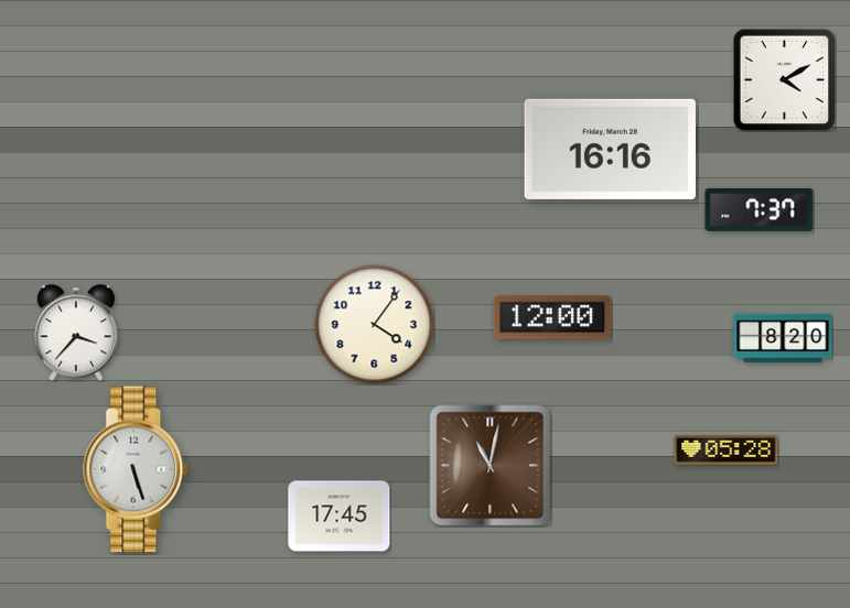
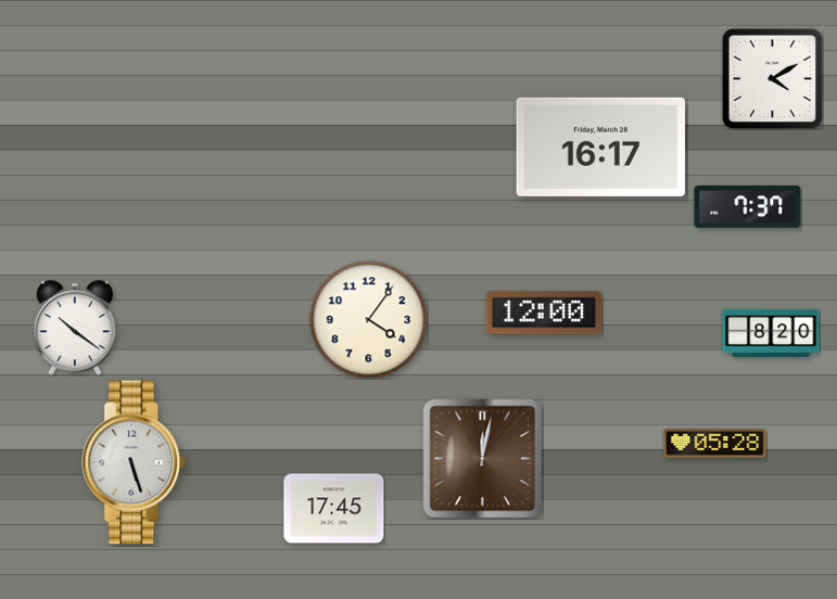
clock at (610, 149): 16:16 -> 16:17
clock at (76, 333): 3:37 -> 10:21
clock at (491, 466): 11:02 -> 12:02
